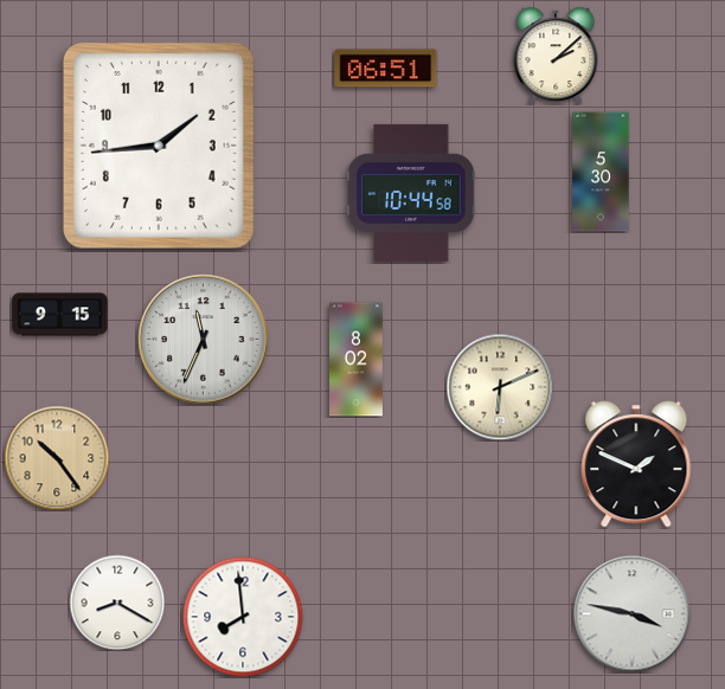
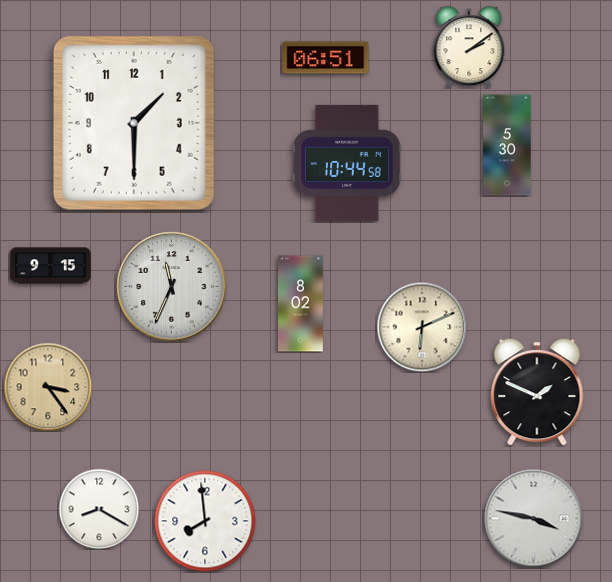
clock at (556, 56): 2:08 -> 2:09
clock at (159, 146): 1:44 -> 1:30
clock at (57, 458): 10:24 -> 3:24
